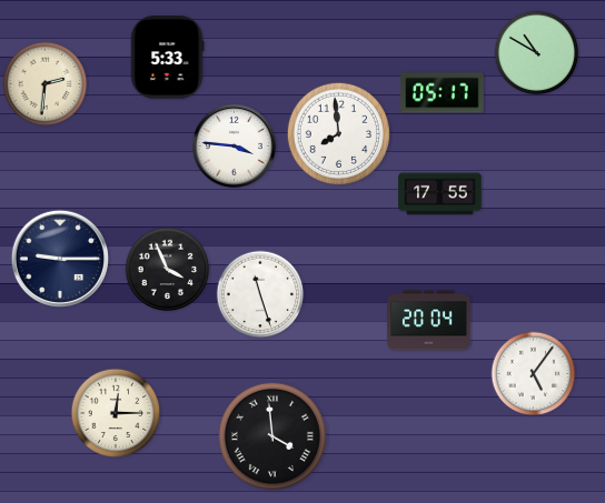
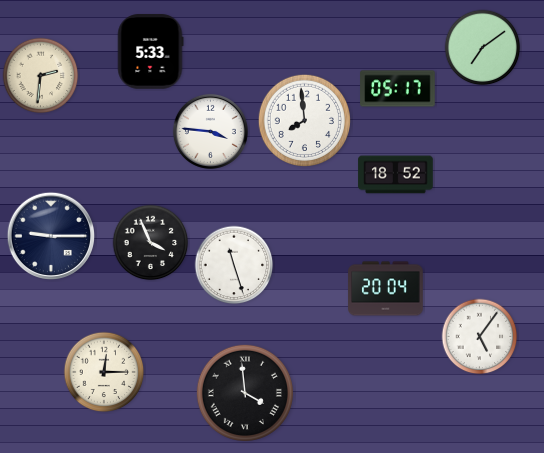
clock at (537, 53): 10:50 -> 7:09
clock at (443, 93) position: (443, 93) -> (398, 89)
clock at (440, 194): 17:55 -> 18:52
clock at (59, 258) position: (59, 258) -> (50, 235)
